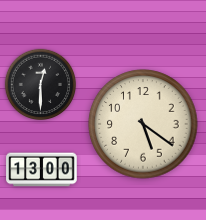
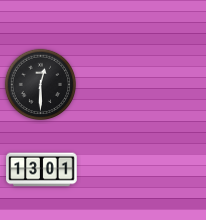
clock at (143, 124): 5:21 -> none
clock at (42, 170): 13:00 -> 13:01
